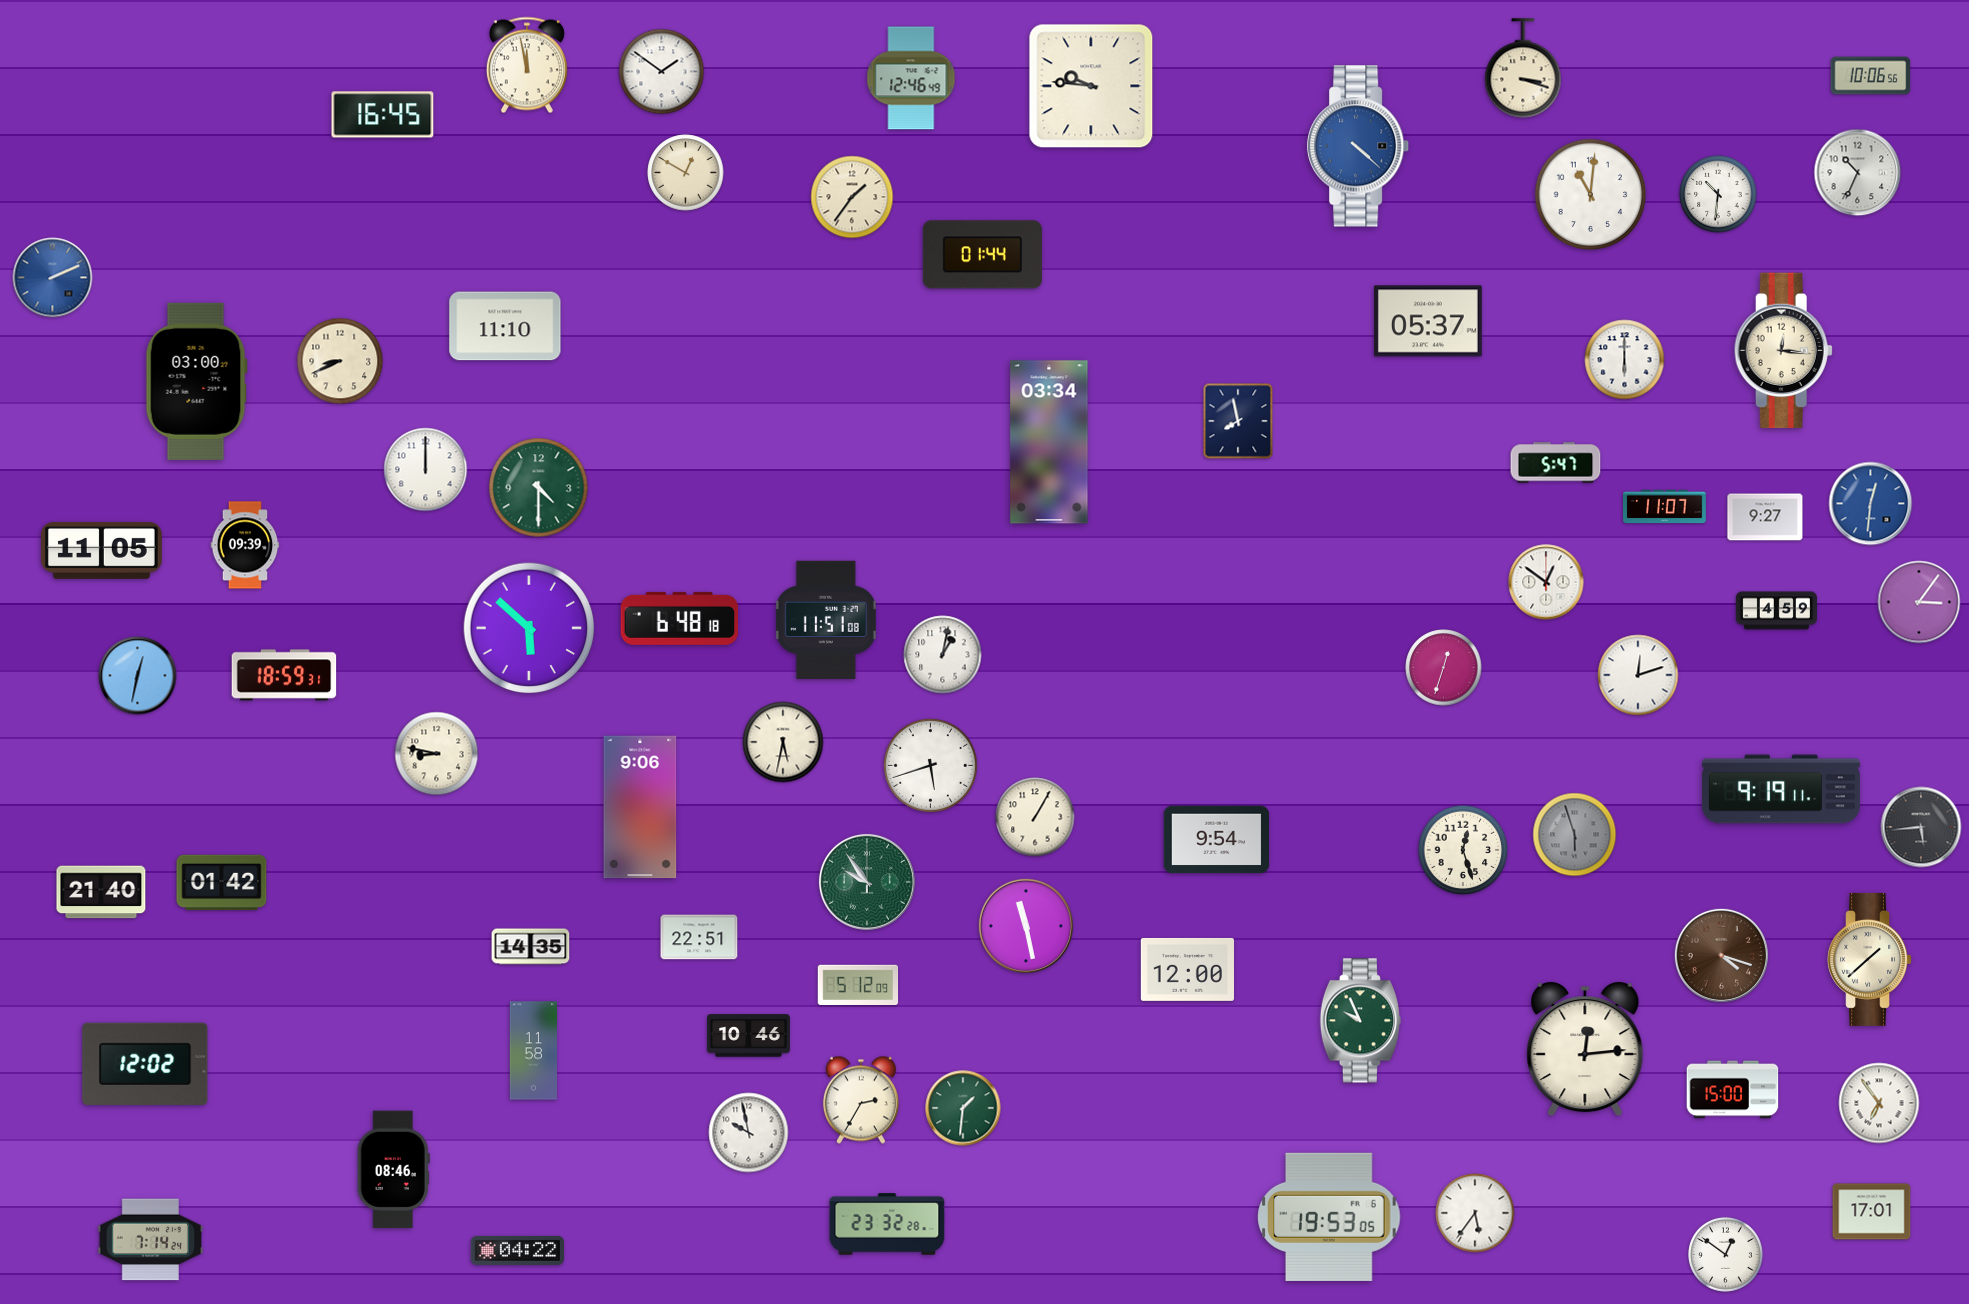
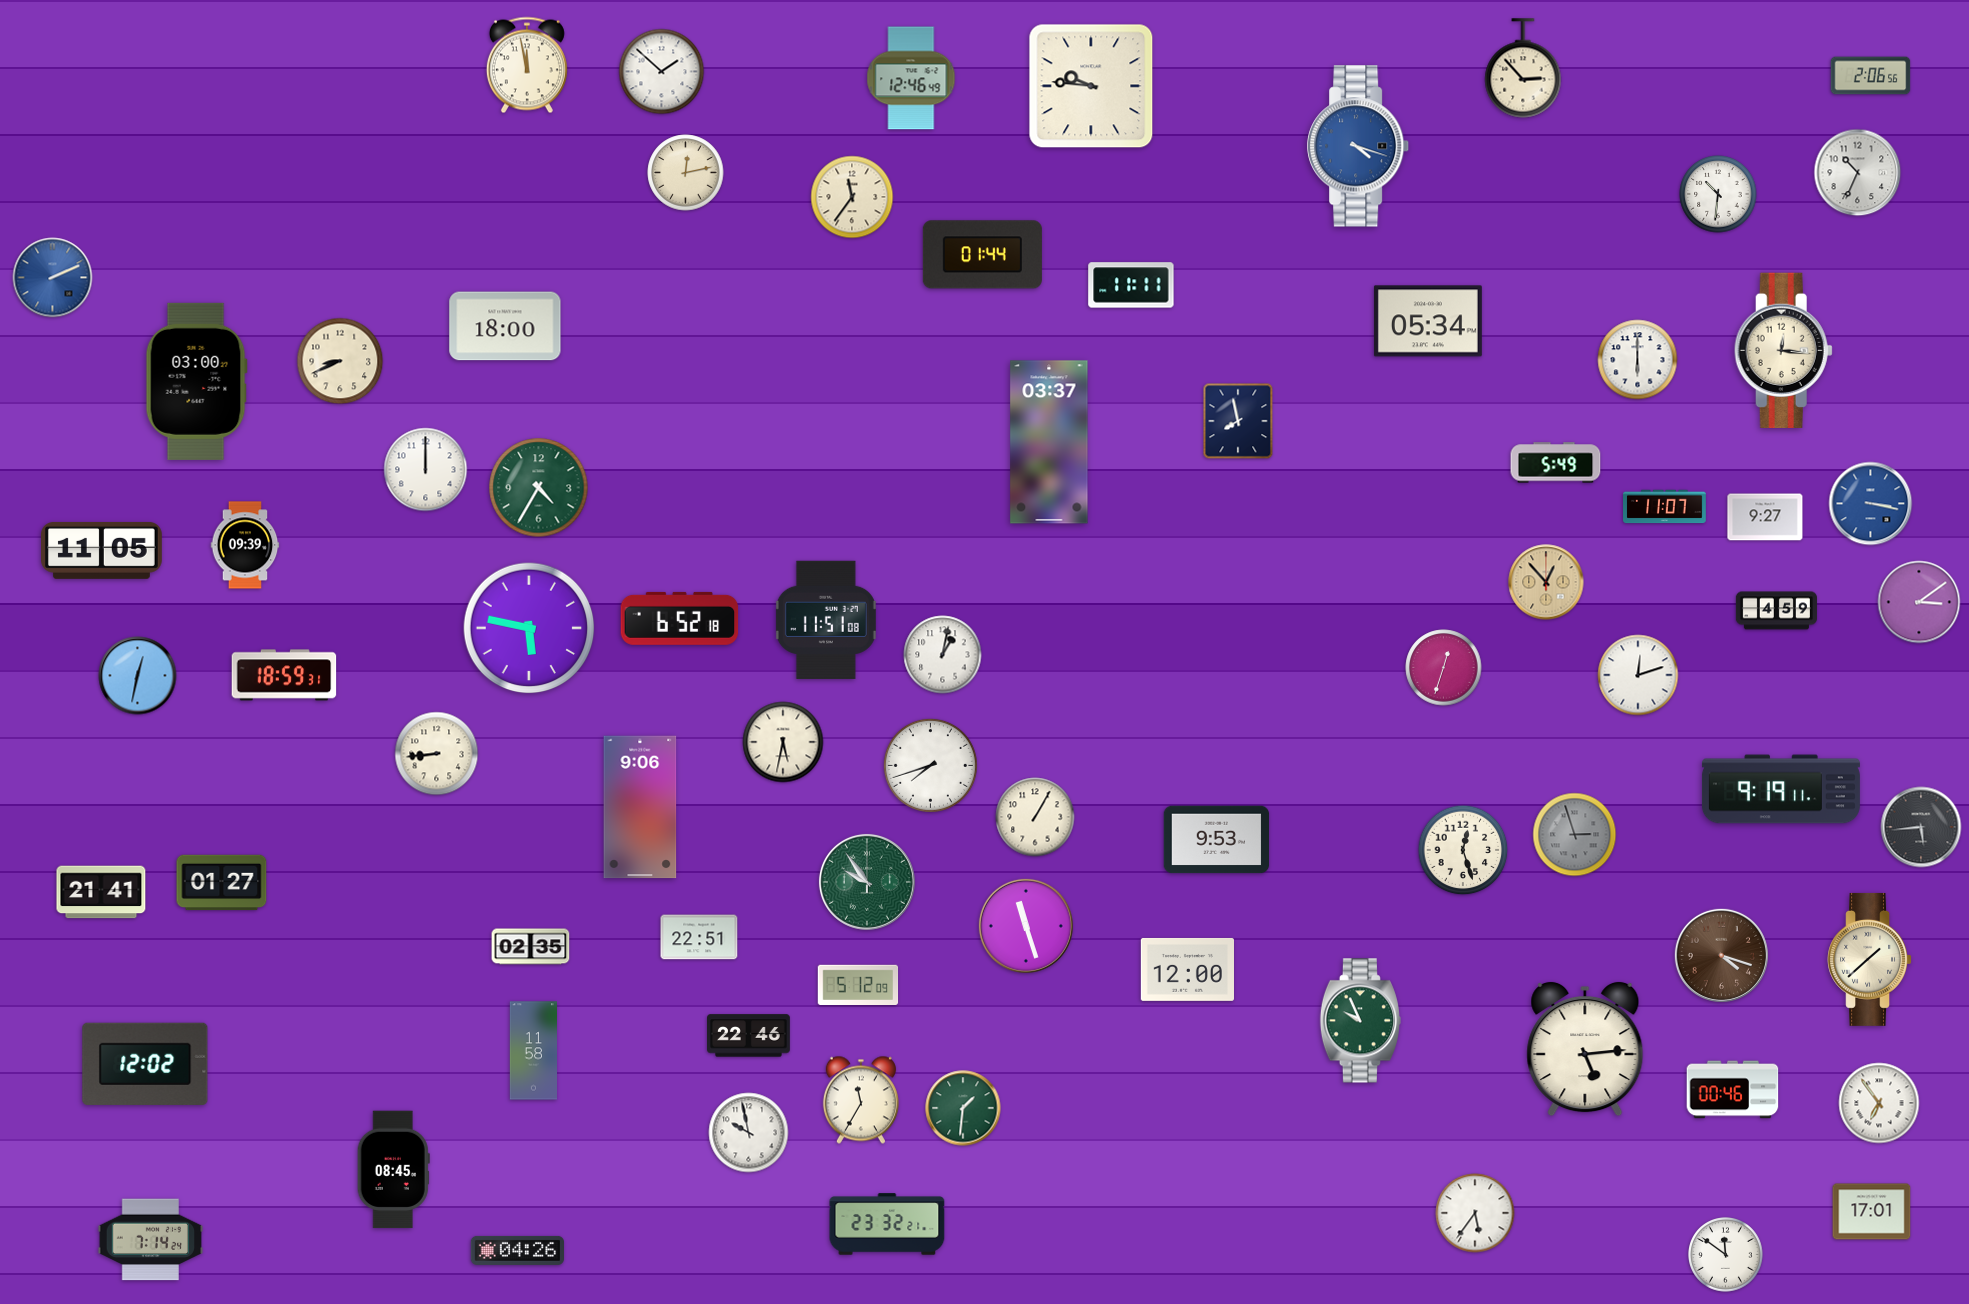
clock at (1523, 68): 3:18 -> 2:53
clock at (662, 72): 1:51 -> 1:52
clock at (1871, 76): 10:06 -> 2:06
clock at (383, 115): 16:45 -> none
clock at (1359, 146): 4:22 -> 4:18
clock at (686, 173): 12:50 -> 12:13
clock at (1591, 195): 11:01 -> none
clock at (852, 197): 1:36 -> 11:36
clock at (1131, 285): none -> 11:11
clock at (1428, 321): 05:37 -> 05:34
clock at (505, 326): 11:10 -> 18:00
clock at (1625, 360) position: (1625, 360) -> (1638, 360)
clock at (1049, 442): 03:34 -> 03:37
clock at (1556, 463): 5:47 -> 5:49
clock at (539, 488): 4:30 -> 4:35
clock at (1871, 504): 12:31 -> 3:17
clock at (1546, 582): 12:51 -> 12:53
clock at (1546, 582) dial: white -> champagne
clock at (1919, 602): 3:06 -> 3:09
clock at (680, 618): 6:48 -> 6:52
clock at (529, 628): 5:52 -> 5:47
clock at (437, 754): 8:47 -> 8:44
clock at (930, 765): 5:42 -> 7:42
clock at (1575, 835): 5:57 -> 2:57
clock at (1217, 840): 9:54 -> 9:53
clock at (222, 883): 01:42 -> 01:27
clock at (101, 892): 21:40 -> 21:41
clock at (1026, 926): 11:28 -> 11:27
clock at (531, 947): 14:35 -> 02:35
clock at (749, 1036): 10:46 -> 22:46
clock at (1585, 1049): 12:14 -> 5:14
clock at (1733, 1090): 15:00 -> 00:46
clock at (861, 1100): 2:35 -> 11:35
clock at (393, 1170): 08:46 -> 08:45
clock at (1329, 1217): 19:53 -> none
clock at (887, 1224): 23:32:28 -> 23:32:21
clock at (517, 1250): 04:22 -> 04:26
clock at (1726, 1255): 12:51 -> 11:51
